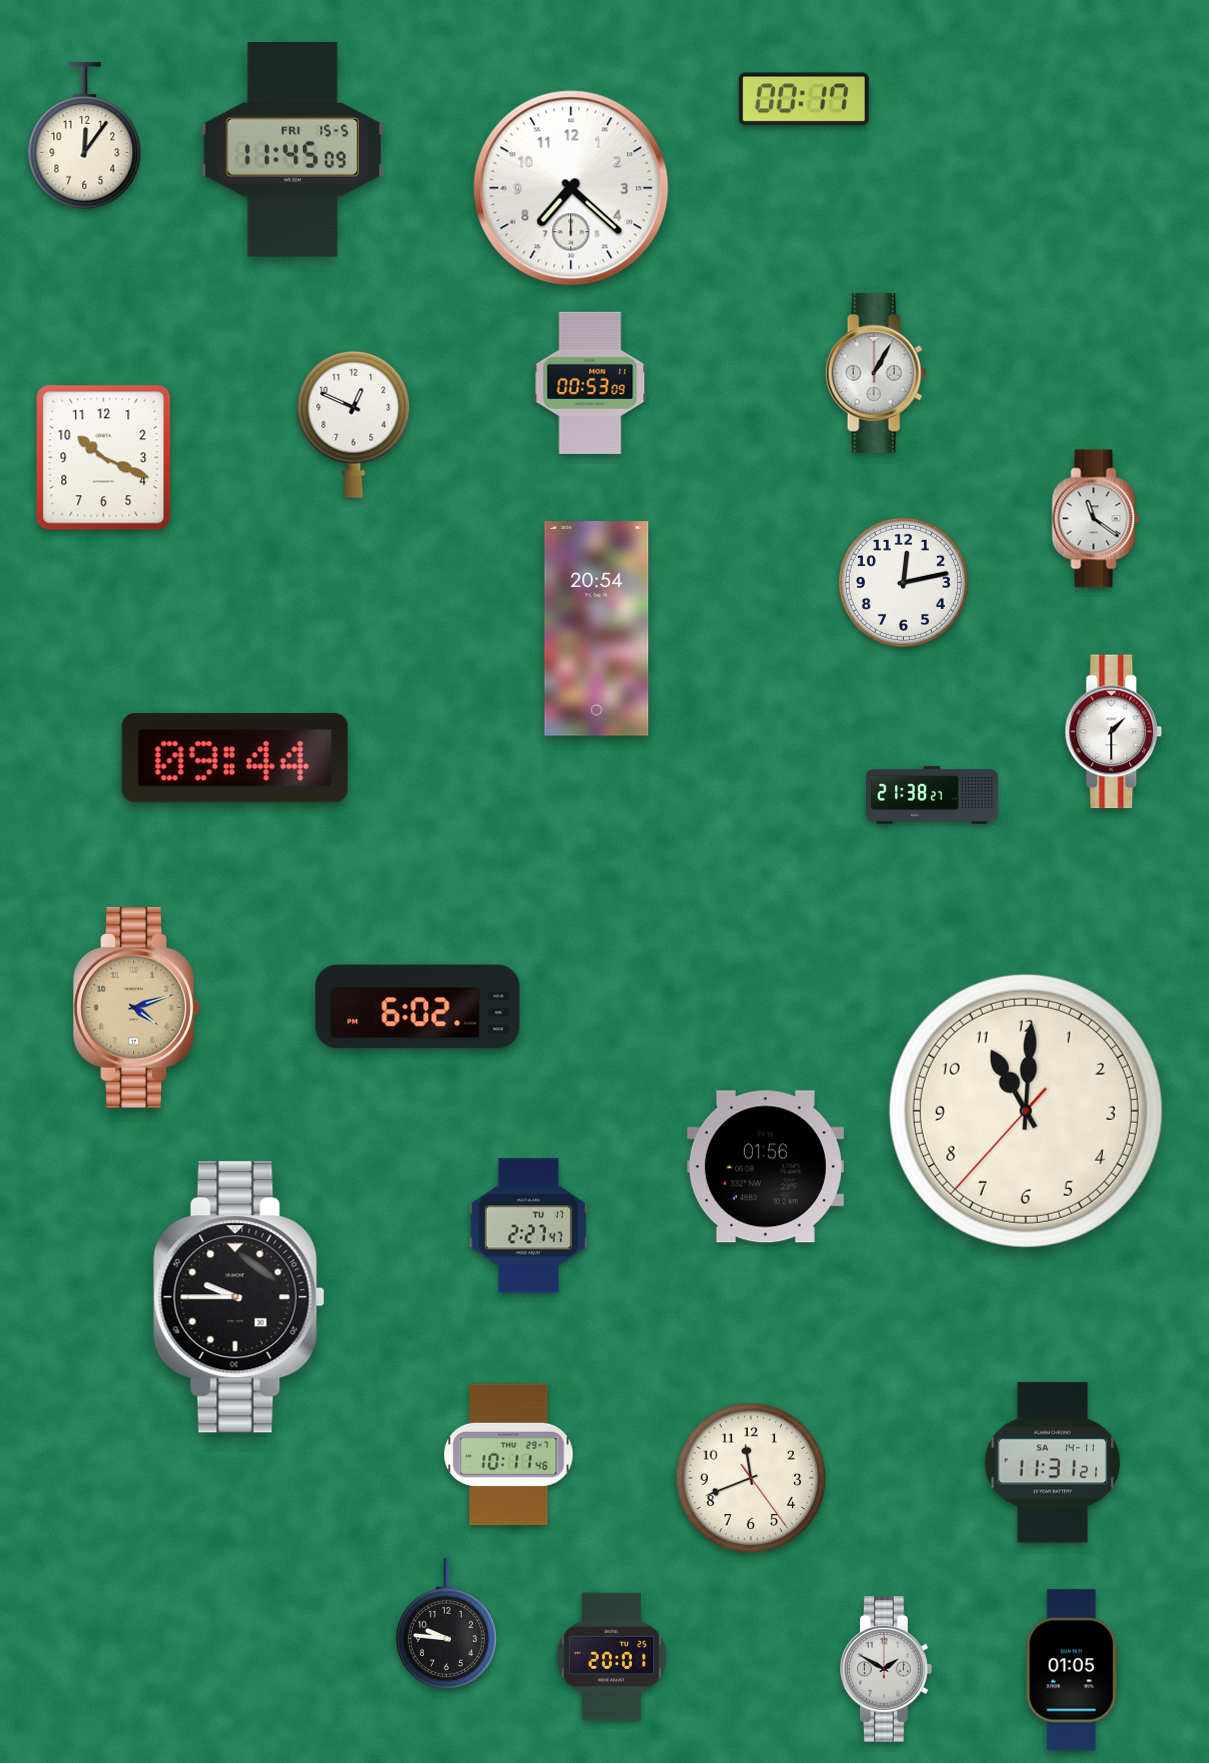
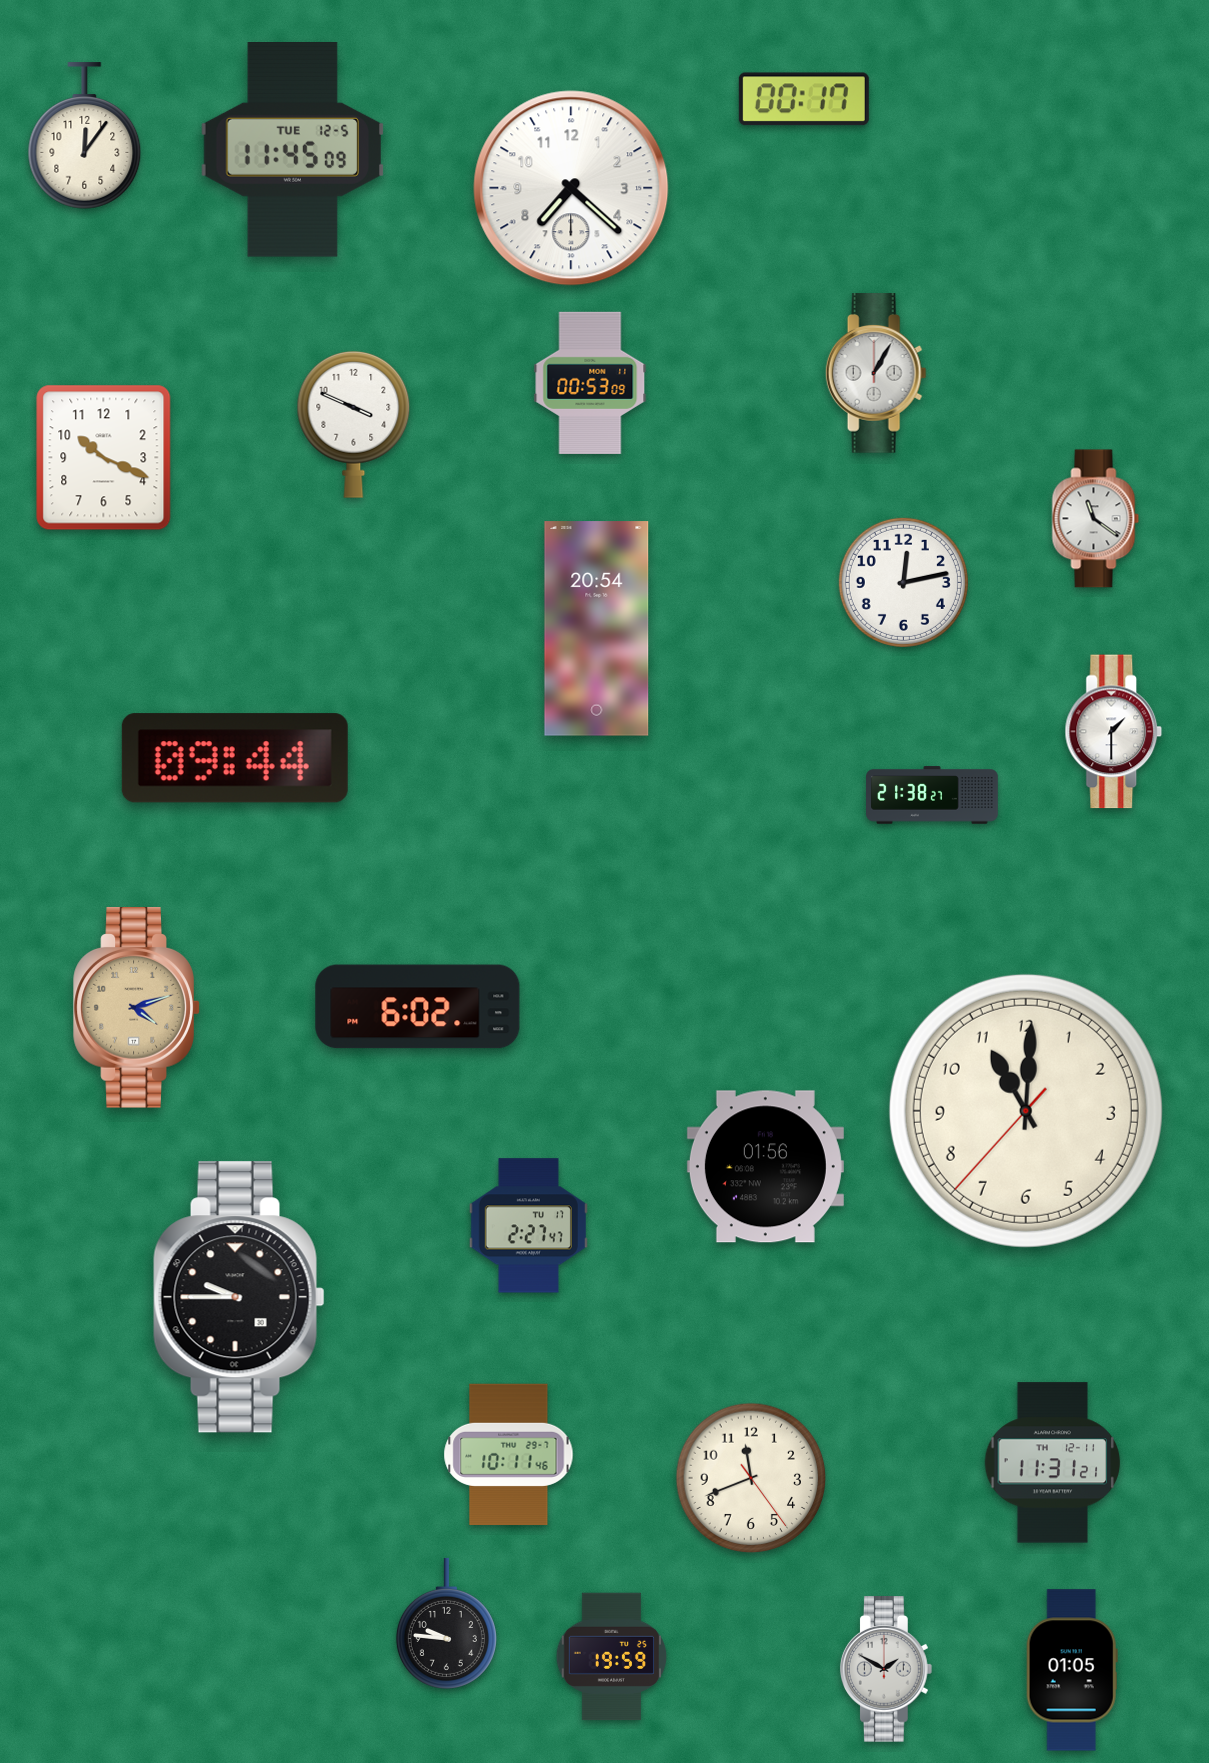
clock at (293, 150) date: FRI 15-5 -> TUE 12-5
clock at (354, 424): 12:49 -> 3:49
clock at (1053, 1463) date: SA 14-11 -> TH 12-11
clock at (612, 1657): 20:01 -> 19:59
